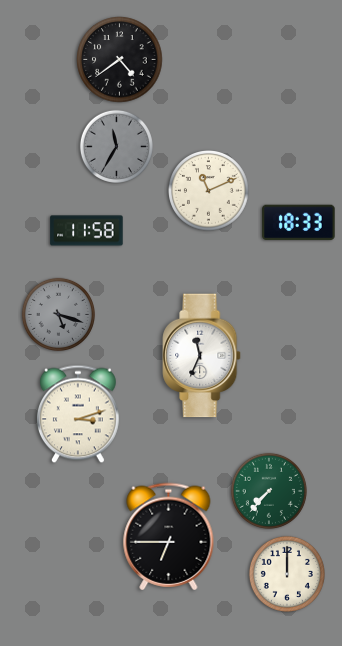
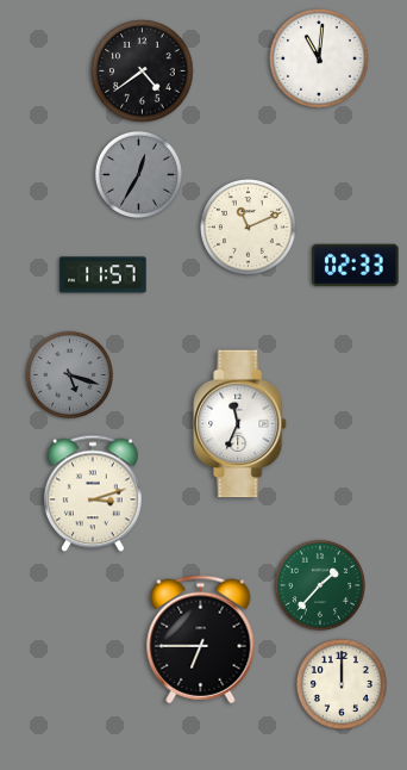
clock at (319, 58): none -> 11:01
clock at (116, 146): 11:35 -> 12:35
clock at (299, 223): 18:33 -> 02:33
clock at (87, 231): 11:58 -> 11:57
clock at (269, 491): 7:37 -> 1:37
